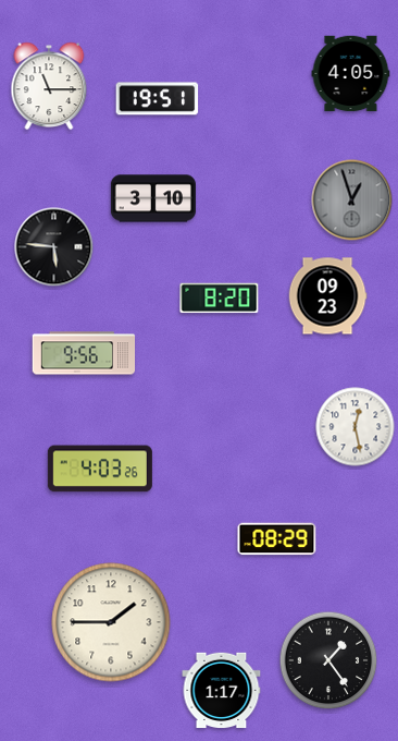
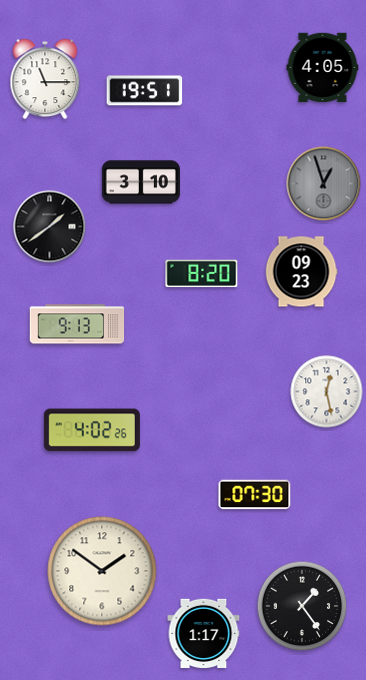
clock at (54, 247): 5:46 -> 1:39
clock at (84, 353): 9:56 -> 9:13
clock at (100, 469): 4:03 -> 4:02
clock at (277, 539): 08:29 -> 07:30
clock at (111, 622): 1:45 -> 1:51
